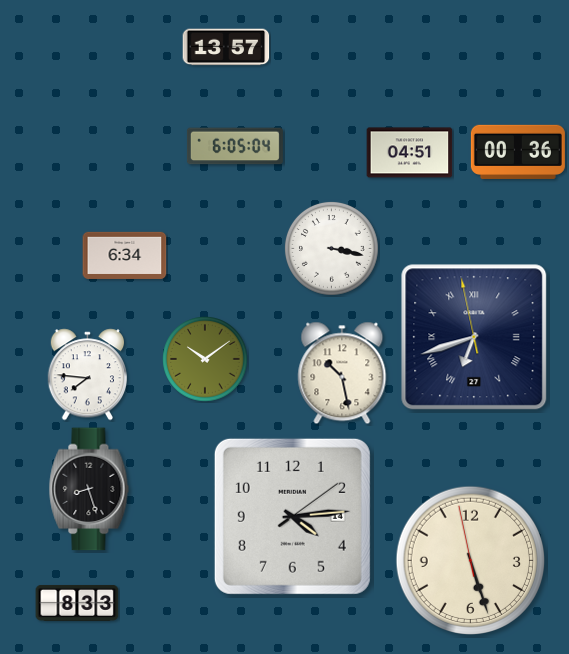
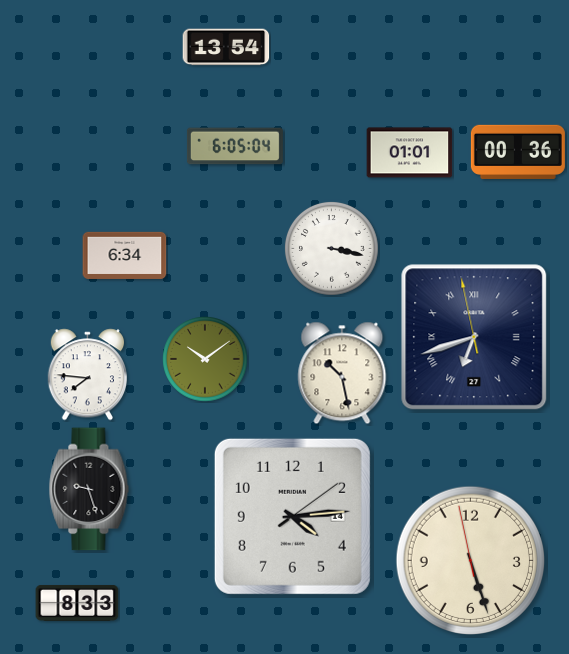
clock at (226, 47): 13:57 -> 13:54
clock at (410, 153): 04:51 -> 01:01
clock at (89, 489): 8:27 -> 9:27
